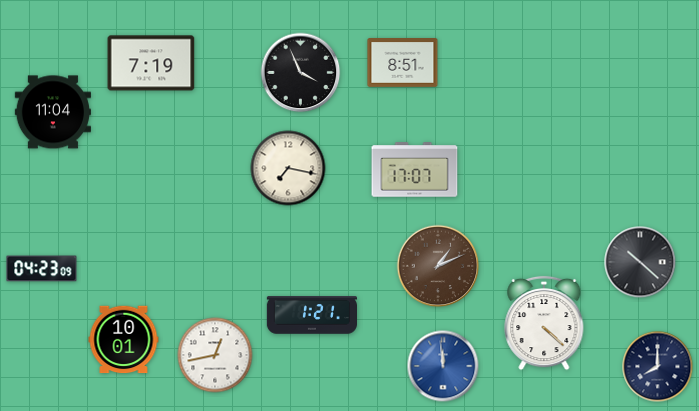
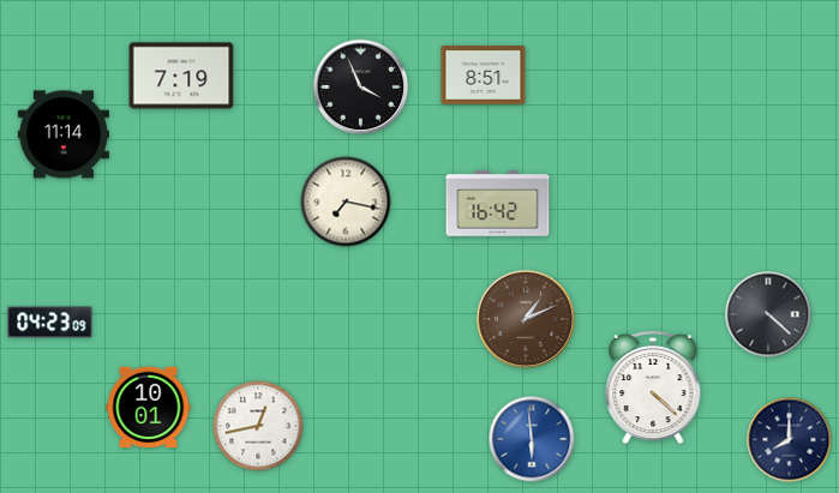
clock at (53, 112): 11:04 -> 11:14
clock at (415, 170): 17:07 -> 16:42
clock at (640, 262): 10:22 -> 4:22
clock at (311, 315): 1:21 -> none
clock at (443, 366): 11:59 -> 5:59
